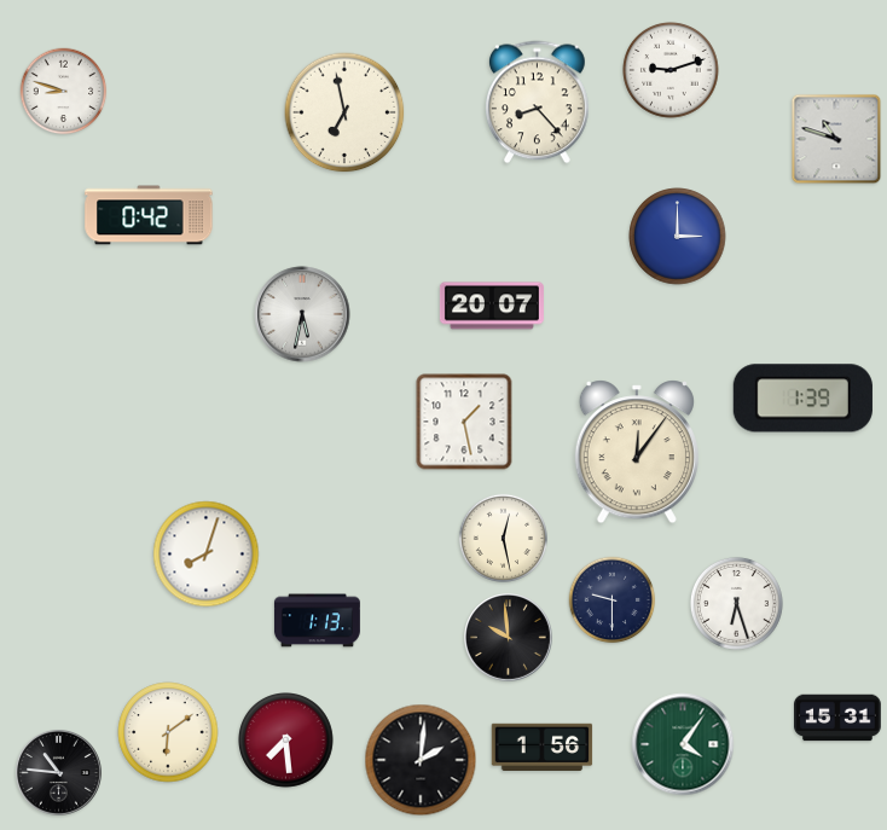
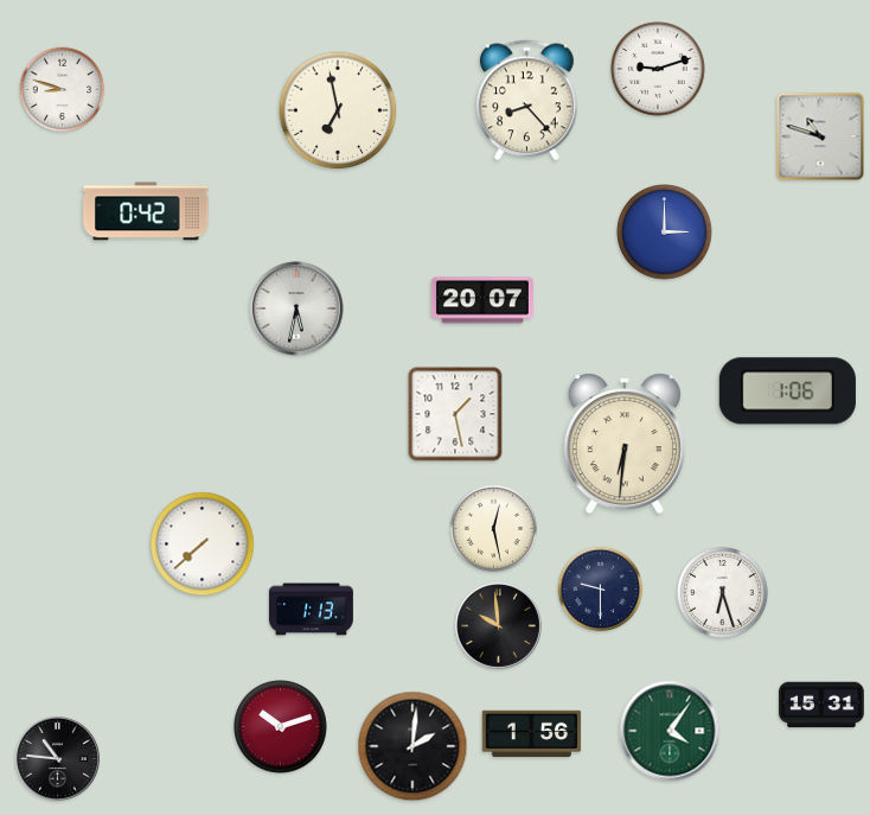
clock at (802, 399): 1:39 -> 1:06
clock at (637, 452): 12:06 -> 6:31
clock at (207, 555): 8:03 -> 7:38
clock at (168, 732): 6:09 -> none
clock at (286, 741): 7:29 -> 10:12
